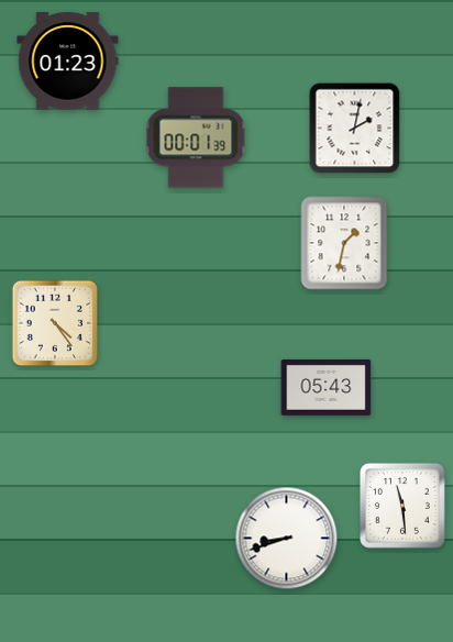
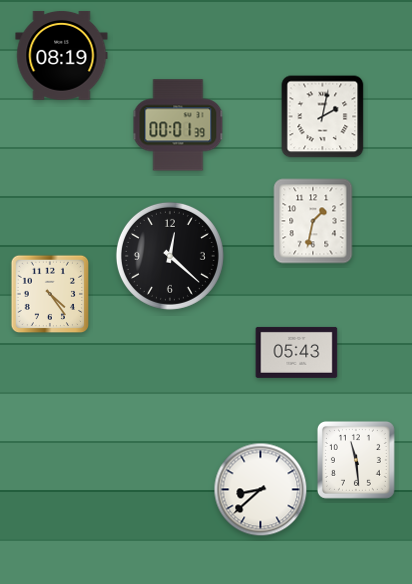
clock at (68, 60): 01:23 -> 08:19
clock at (170, 256): none -> 12:22
clock at (402, 506) position: (402, 506) -> (356, 460)
clock at (287, 539): 8:42 -> 8:38
